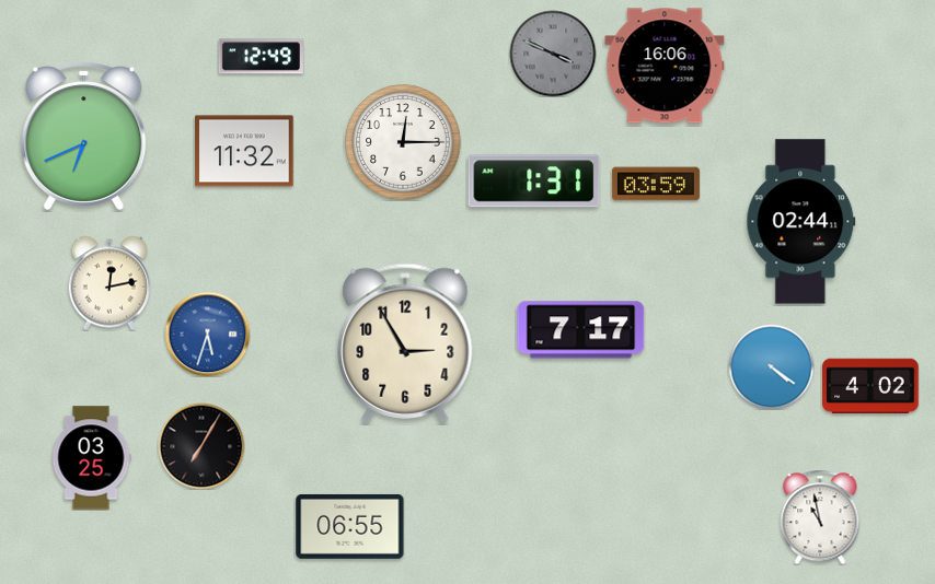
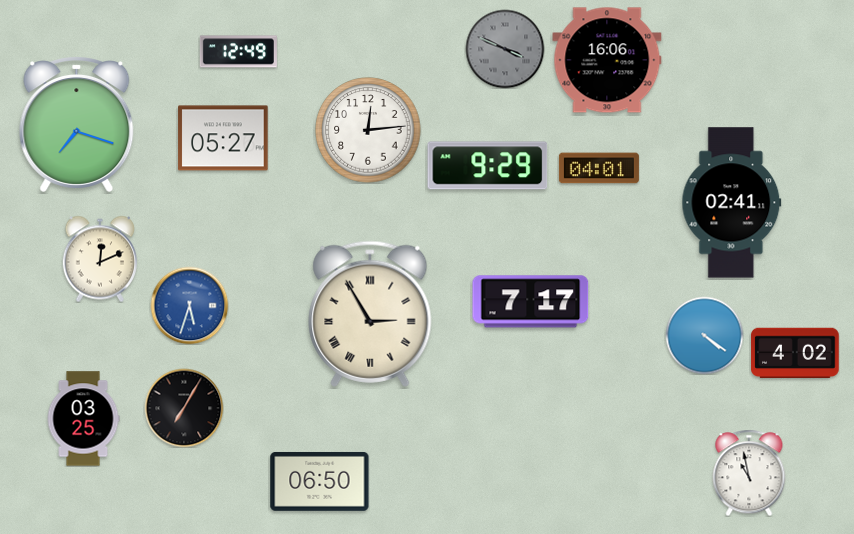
clock at (84, 136): 6:41 -> 7:18
clock at (403, 142): 12:15 -> 12:14
clock at (244, 151): 11:32 -> 05:27
clock at (534, 182): 1:31 -> 9:29
clock at (656, 184): 03:59 -> 04:01
clock at (801, 222): 02:44 -> 02:41
clock at (108, 283): 12:13 -> 12:11
clock at (405, 343) numerals: Arabic -> Roman
clock at (350, 526): 06:55 -> 06:50
